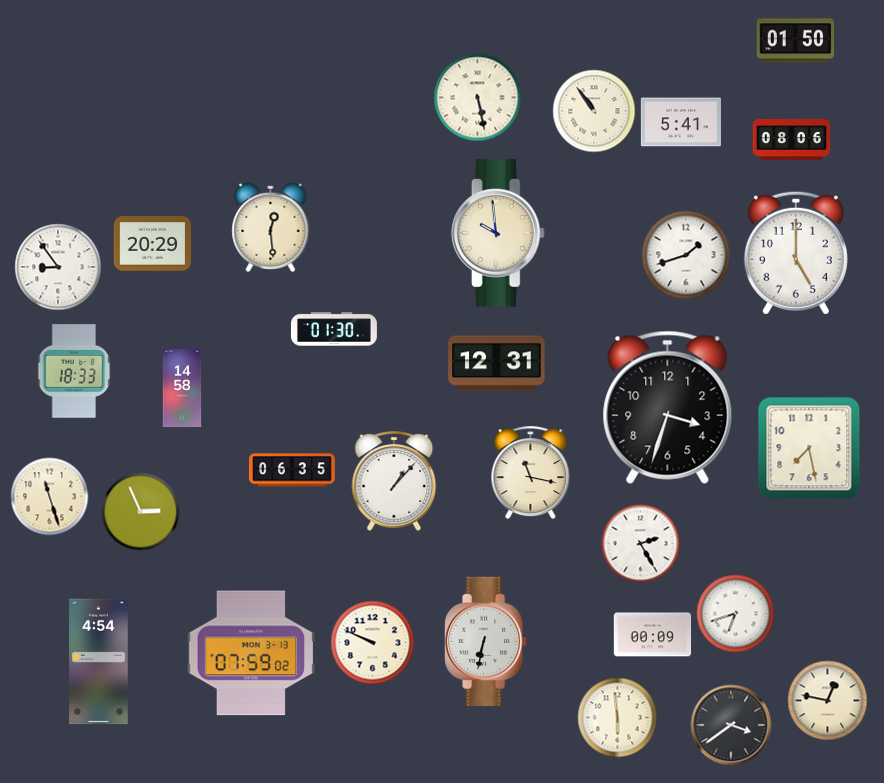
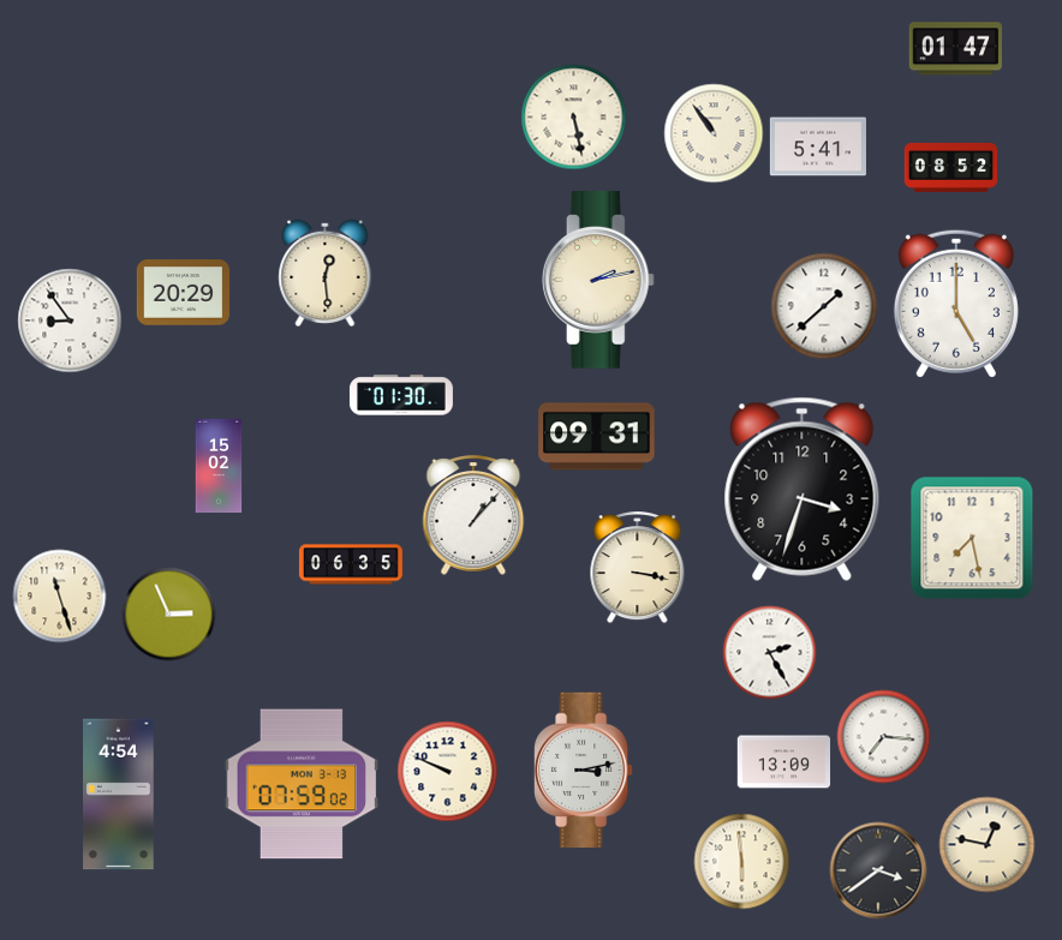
clock at (795, 41): 01:50 -> 01:47
clock at (791, 139): 08:06 -> 08:52
clock at (498, 233): 9:59 -> 2:13
clock at (686, 255): 1:42 -> 1:38
clock at (497, 364): 12:31 -> 09:31
clock at (74, 371): 18:33 -> none
clock at (182, 388): 14:58 -> 15:02
clock at (531, 472): 11:17 -> 3:17
clock at (394, 481) position: (394, 481) -> (473, 515)
clock at (735, 613): 6:42 -> 7:16
clock at (652, 635): 00:09 -> 13:09
clock at (486, 642): 6:32 -> 3:13
clock at (827, 700) position: (827, 700) -> (986, 844)
